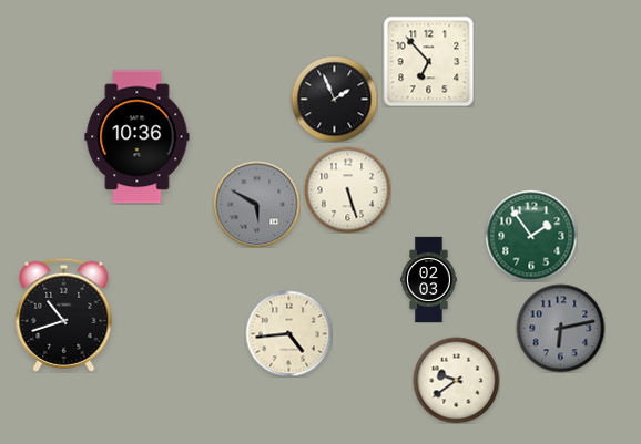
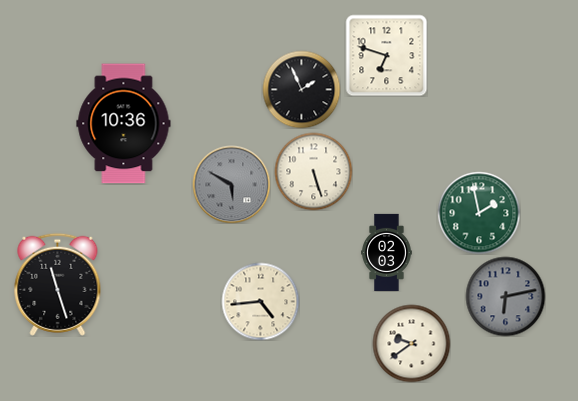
clock at (428, 61): 6:53 -> 6:48
clock at (531, 236): 1:54 -> 1:58
clock at (64, 314): 10:42 -> 11:27
